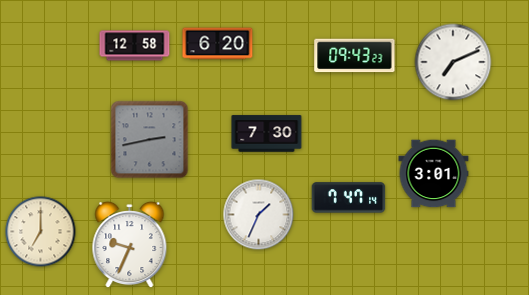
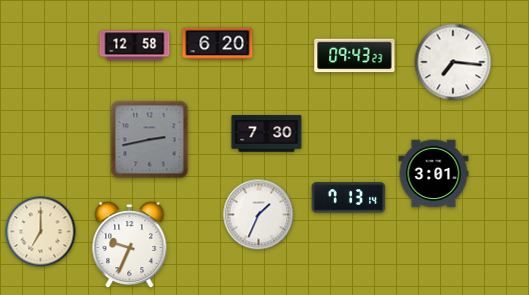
clock at (453, 62): 7:11 -> 7:16
clock at (349, 198): 7:47 -> 7:13
